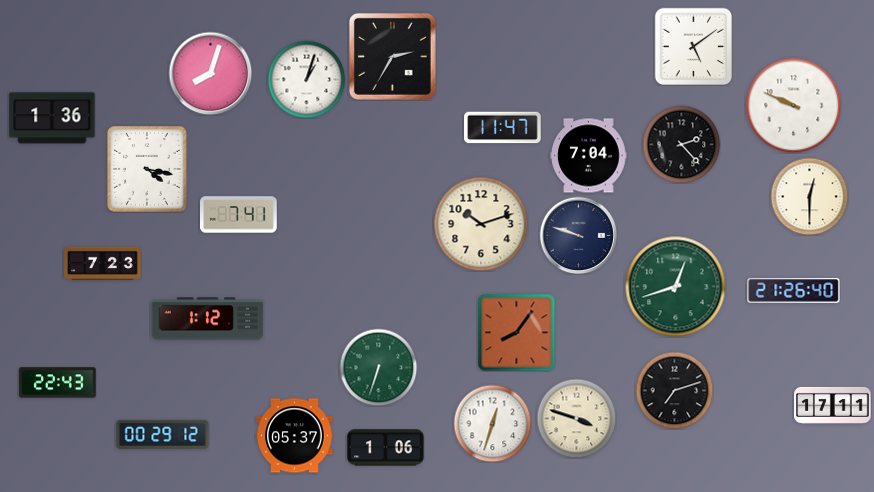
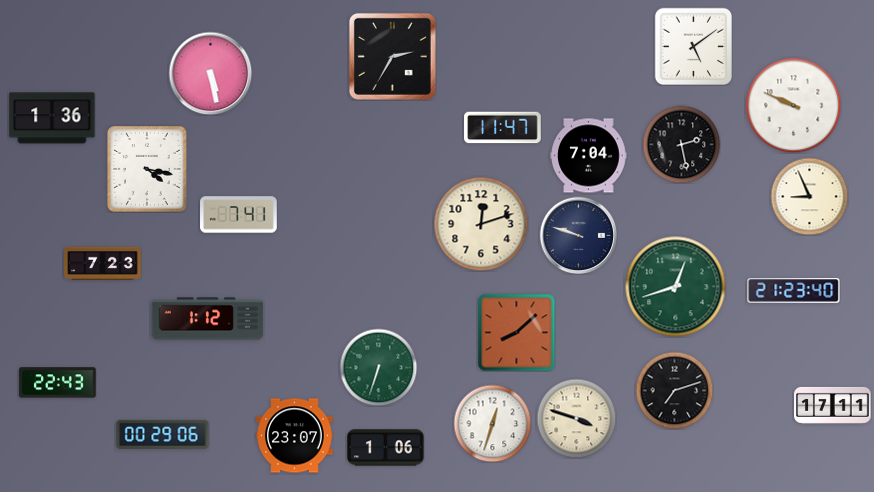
clock at (210, 73): 8:03 -> 5:28
clock at (306, 79): 1:03 -> none
clock at (681, 144): 2:23 -> 2:28
clock at (809, 196): 12:30 -> 8:56
clock at (481, 224): 10:12 -> 12:12
clock at (794, 291): 21:26 -> 21:23
clock at (516, 332): 8:06 -> 8:08
clock at (163, 434): 00:29:12 -> 00:29:06
clock at (295, 436): 05:37 -> 23:07
